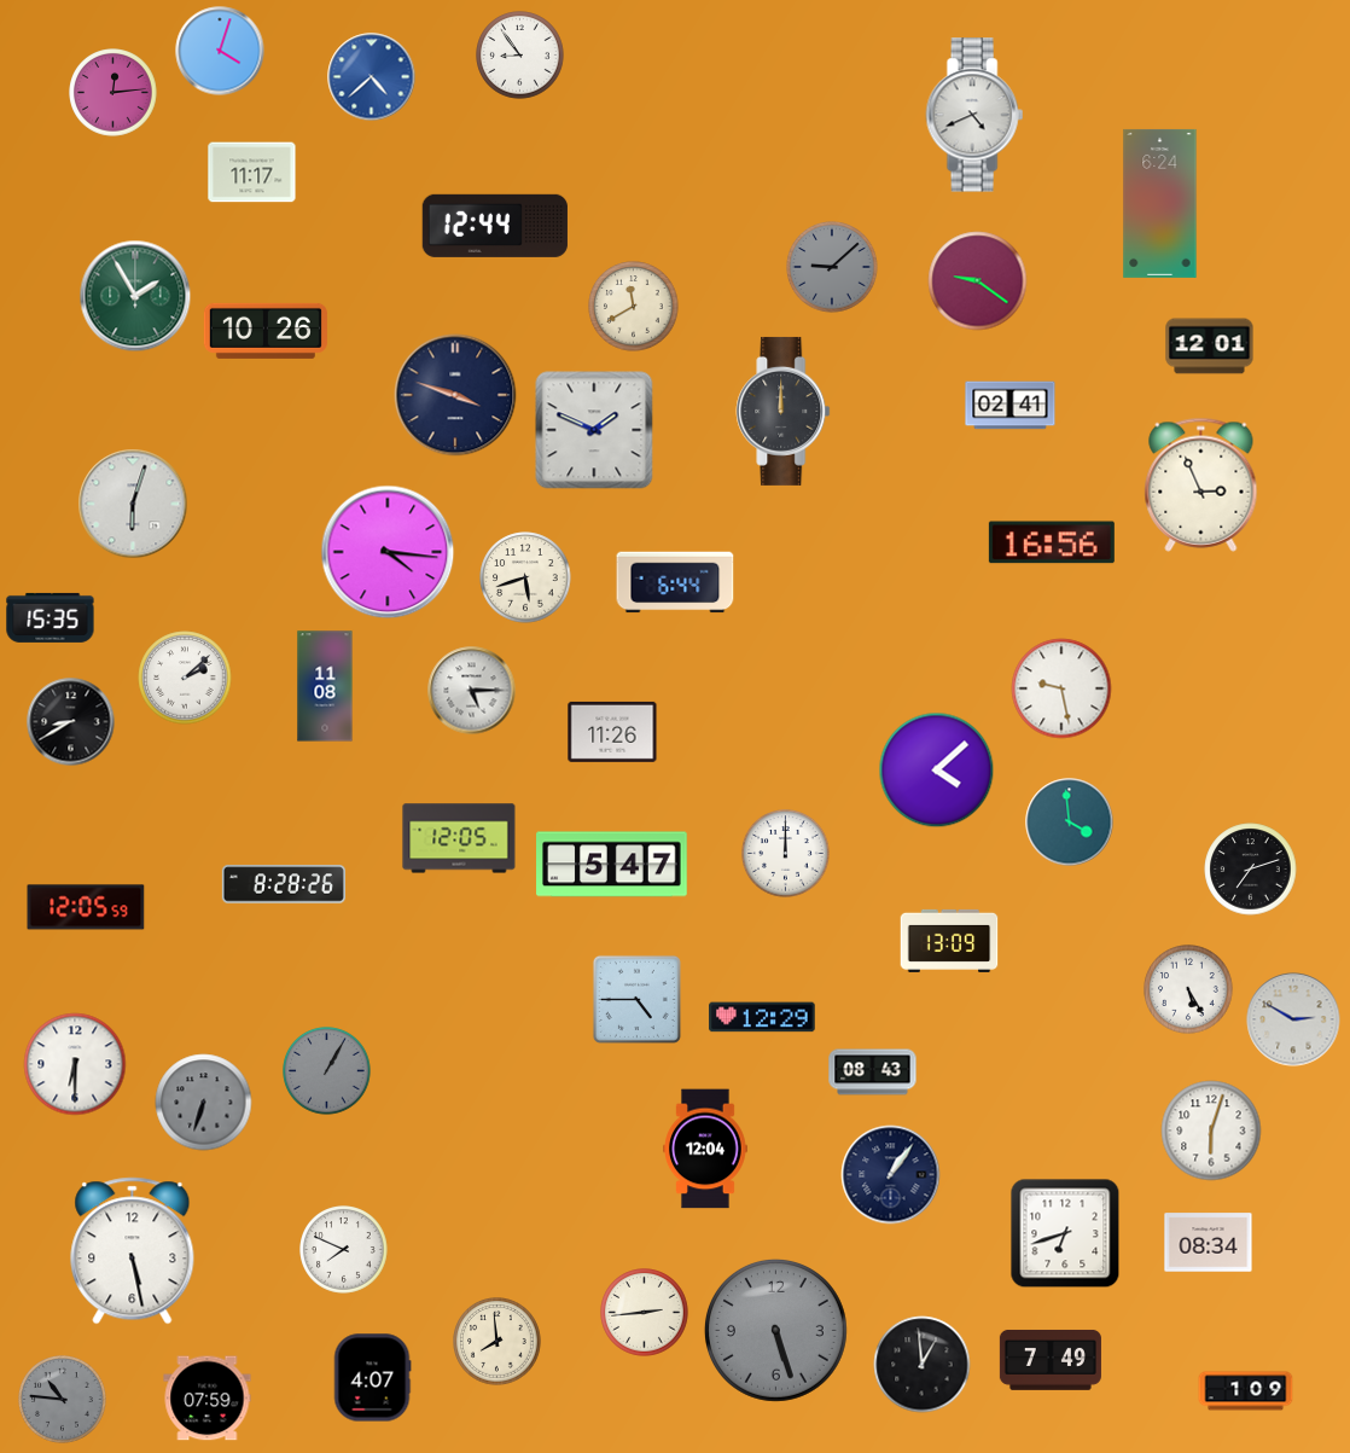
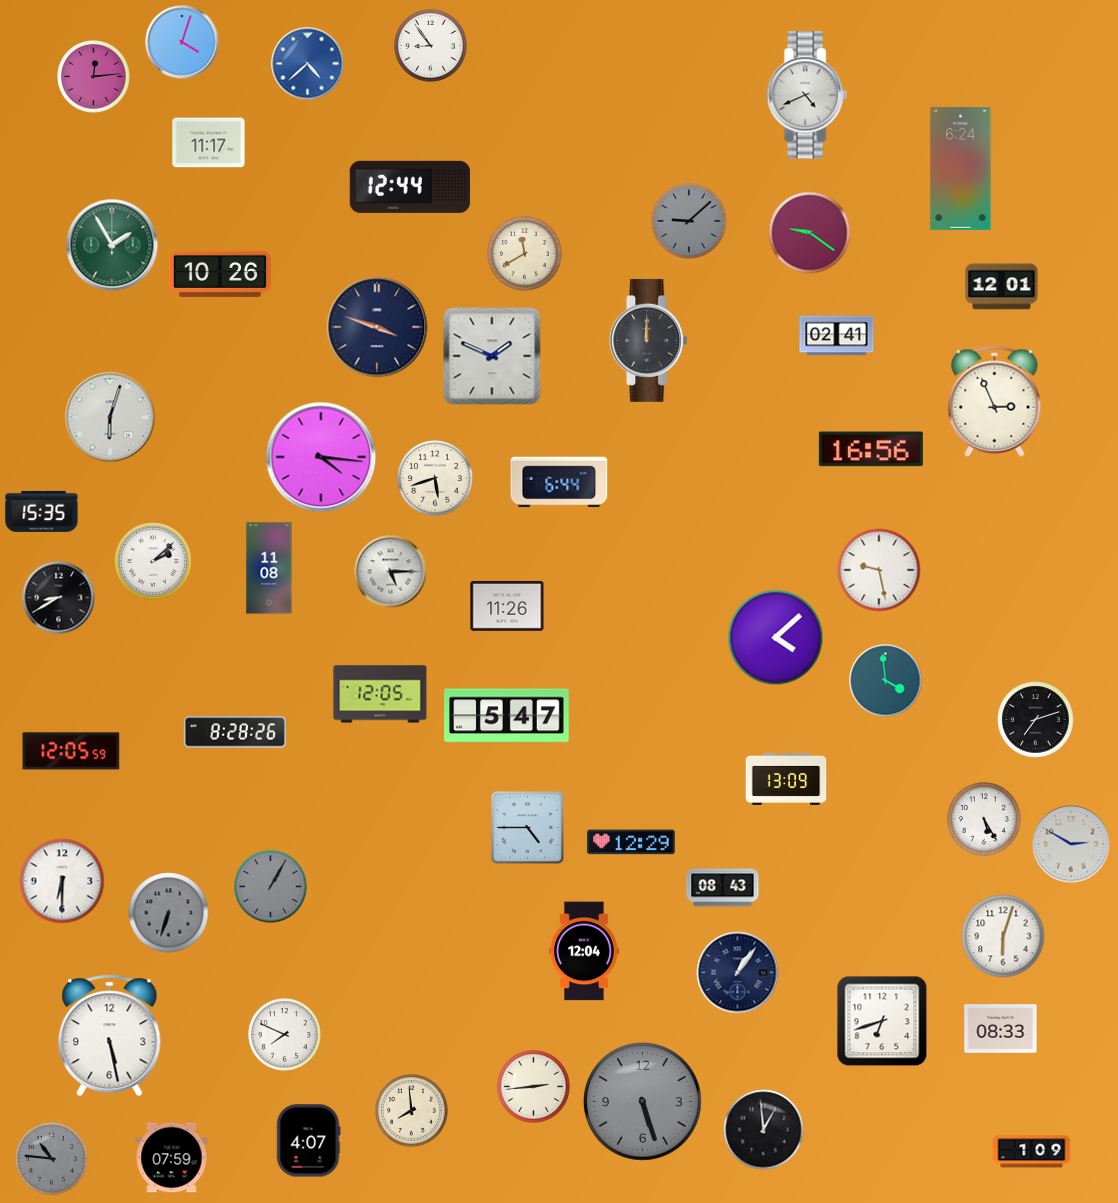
clock at (786, 854): 12:00 -> none
clock at (1209, 1243): 08:34 -> 08:33
clock at (1051, 1360): 7:49 -> none
